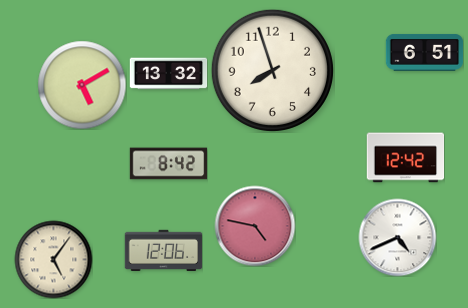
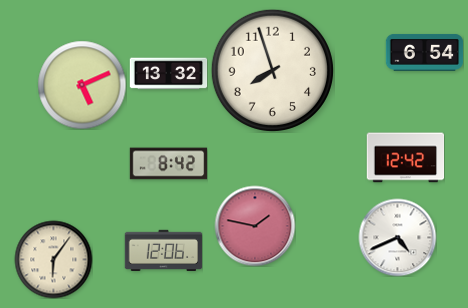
clock at (424, 52): 6:51 -> 6:54
clock at (82, 85): 5:10 -> 5:11
clock at (255, 226): 4:47 -> 1:47
clock at (53, 259): 5:06 -> 6:06
